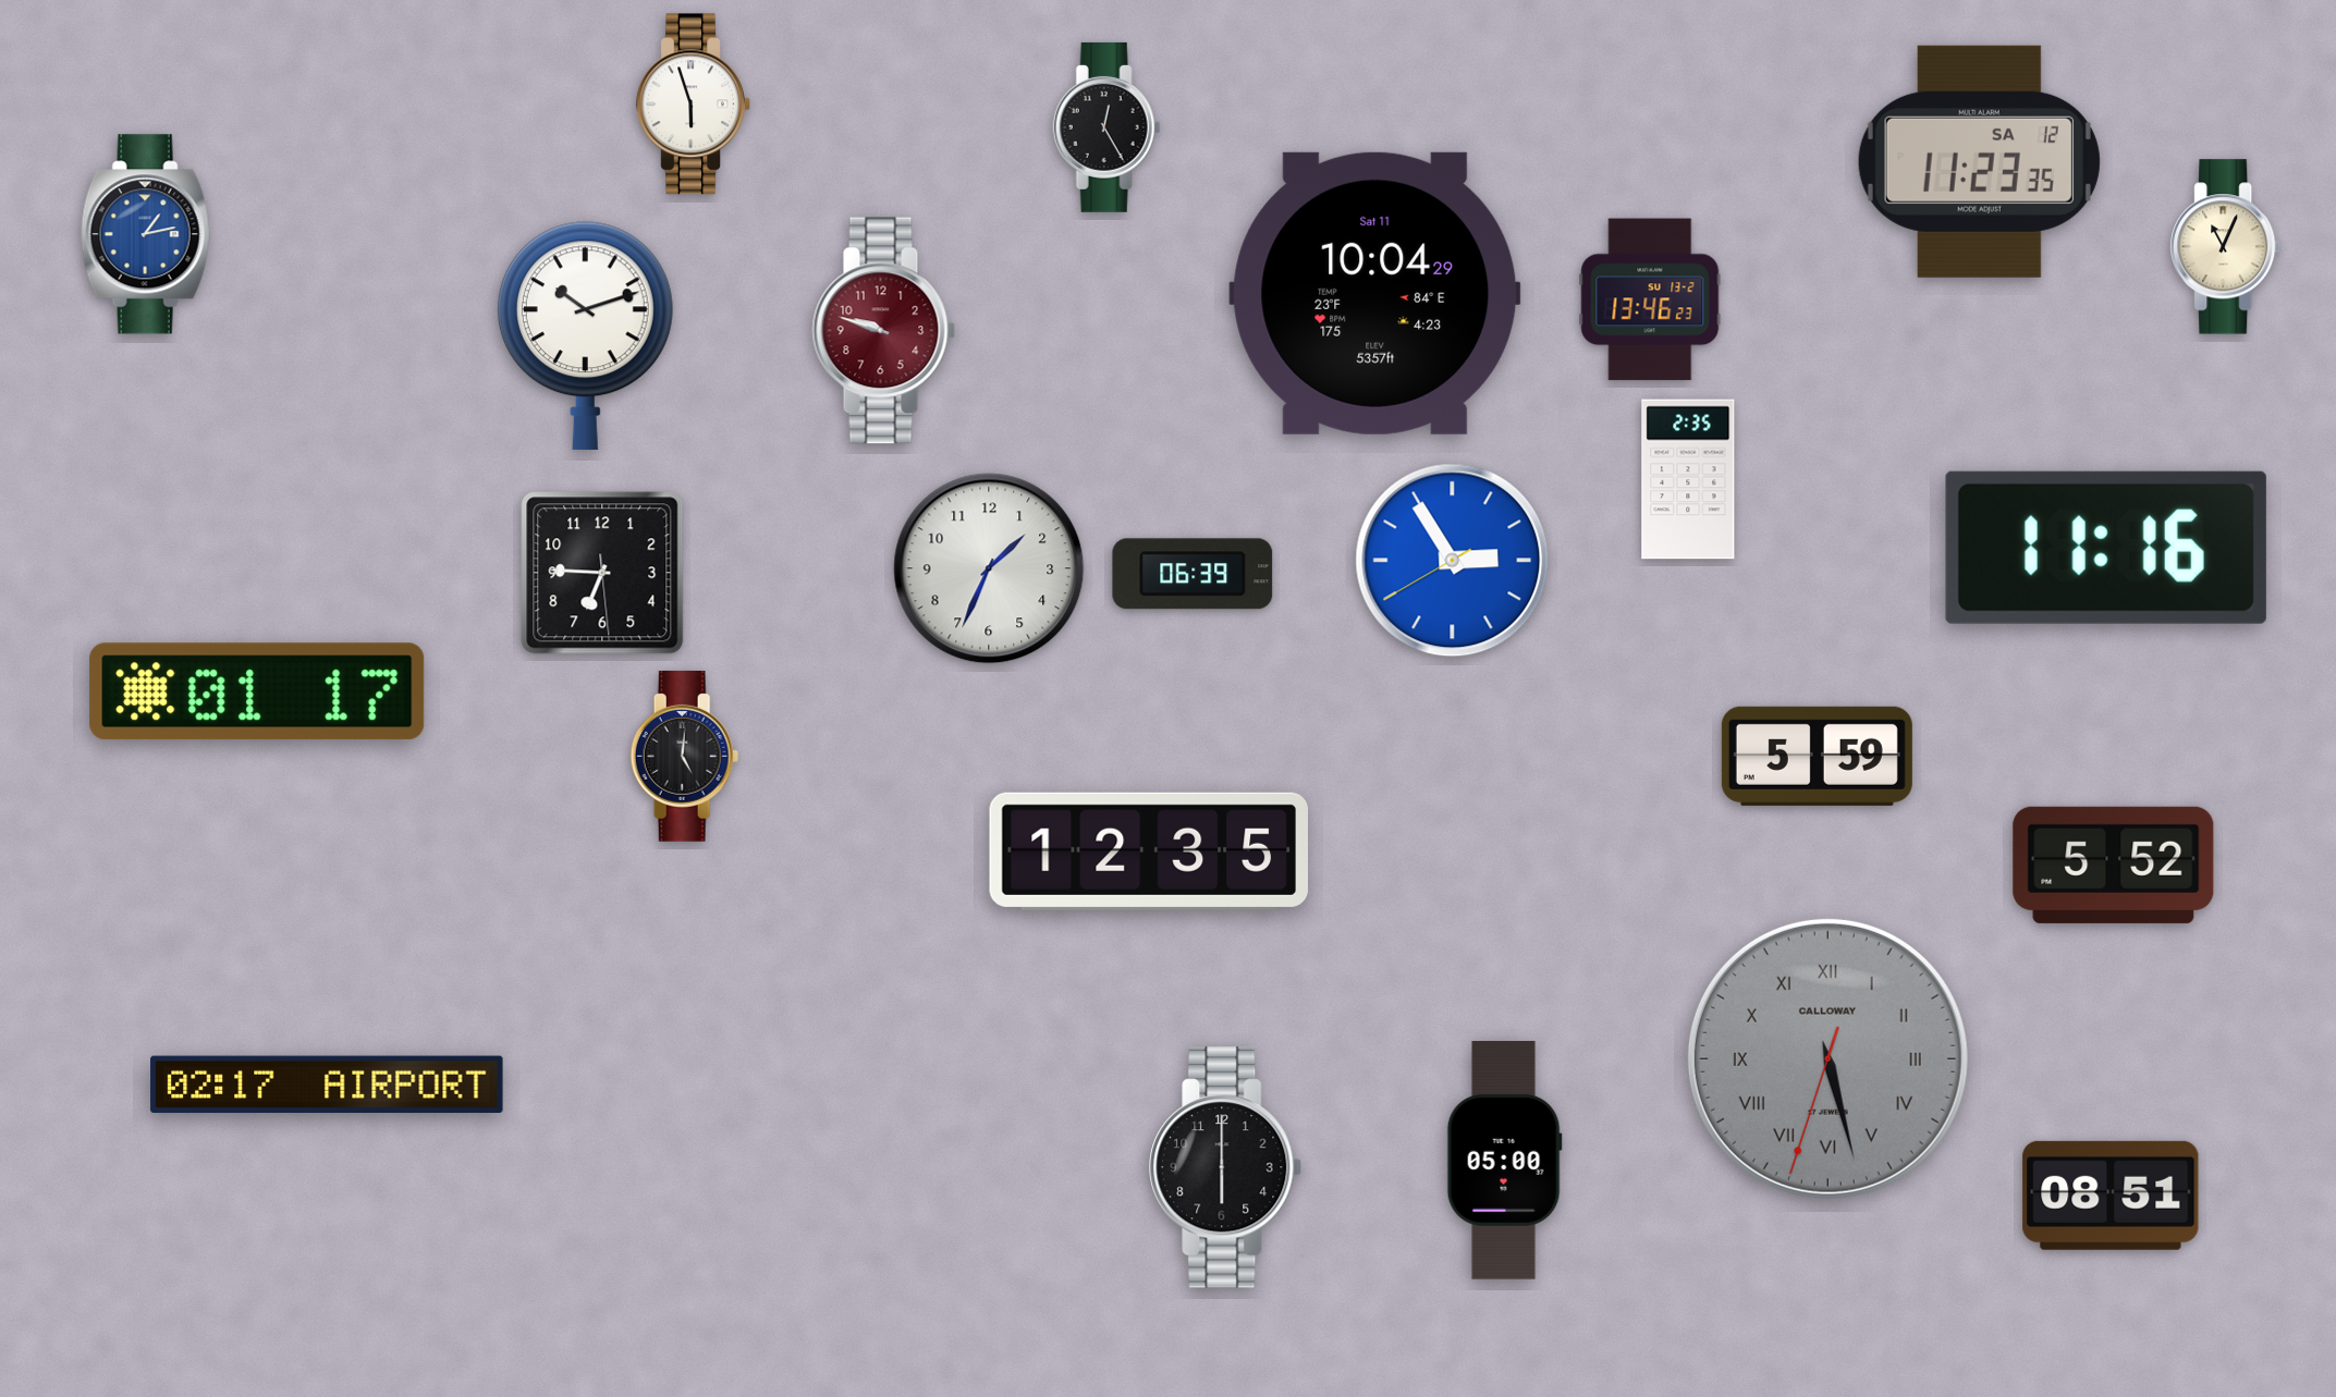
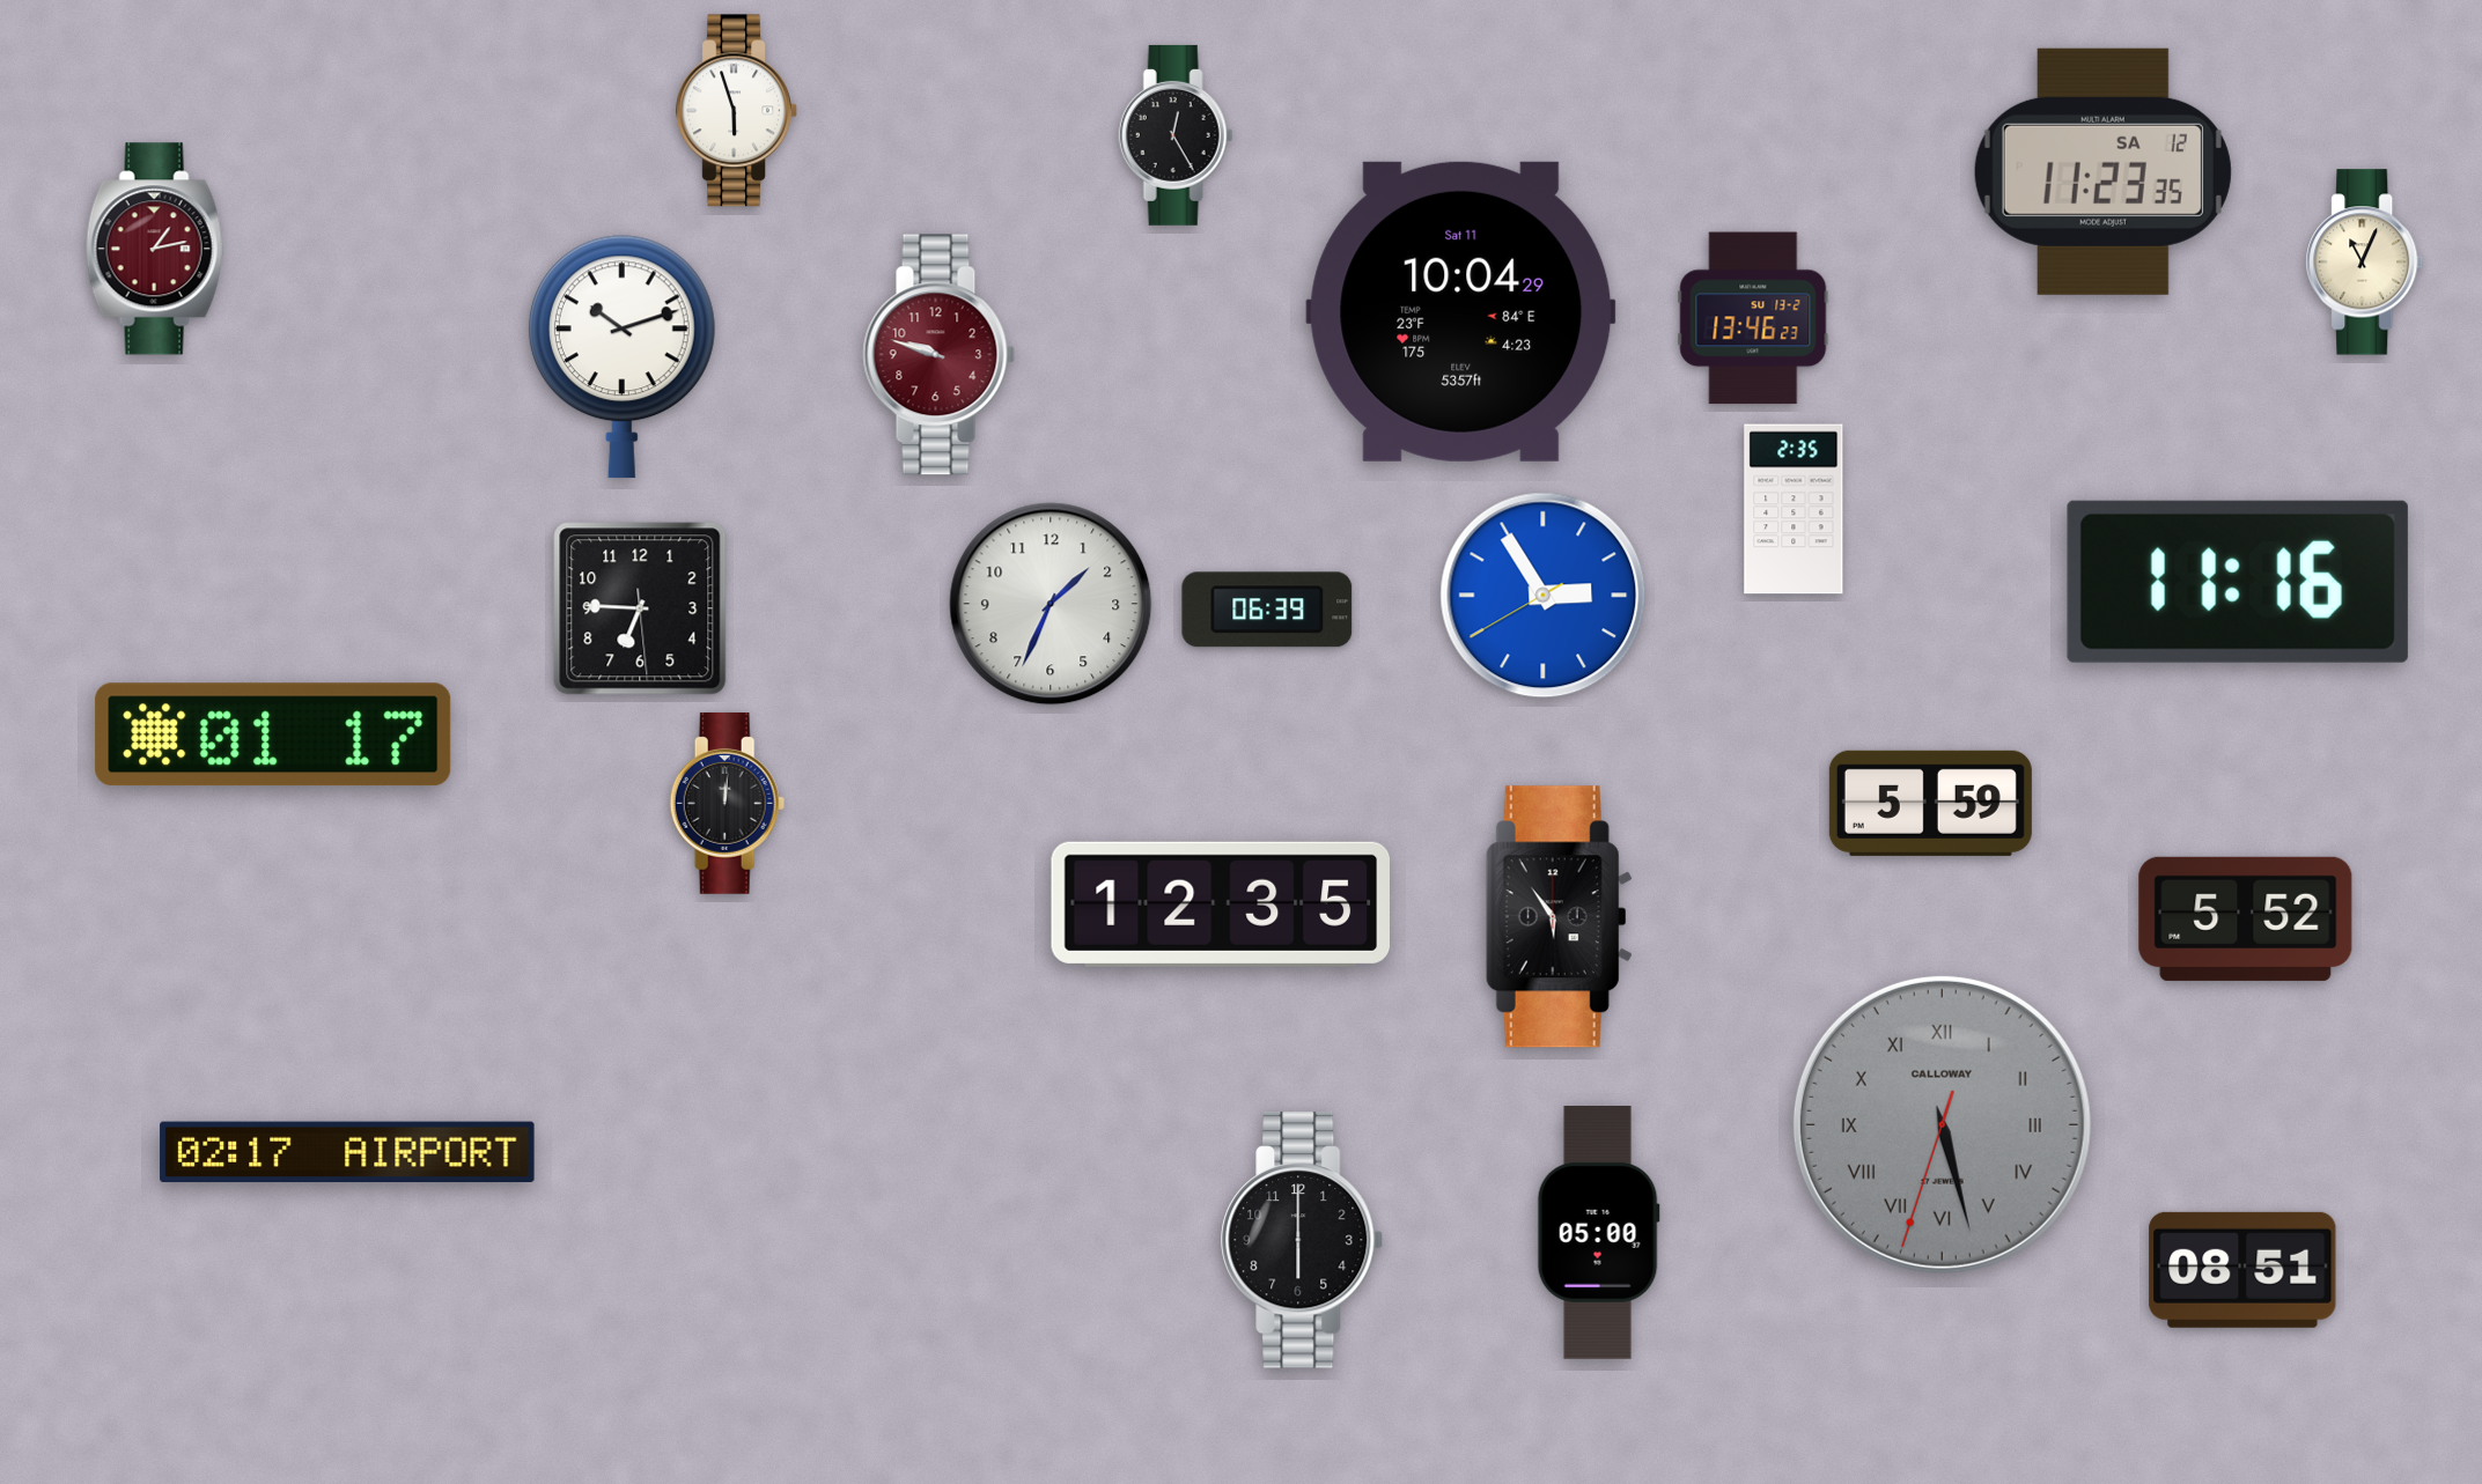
clock at (146, 234) dial: blue -> burgundy
clock at (884, 331) position: (884, 331) -> (940, 355)
clock at (685, 756): 5:01 -> 12:01
clock at (1559, 917): none -> 5:54
